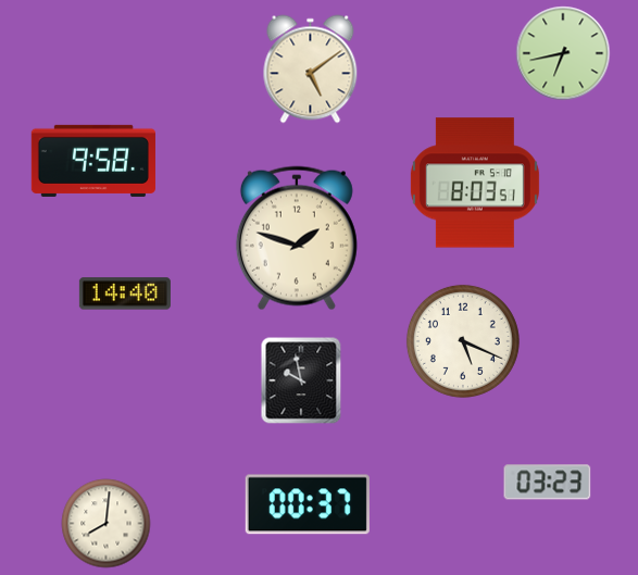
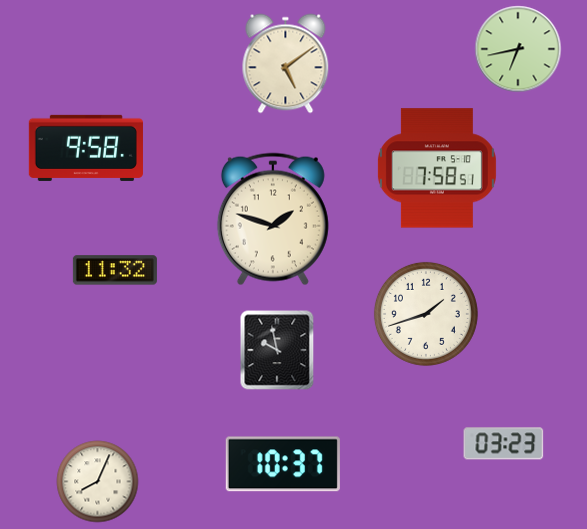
clock at (475, 183): 8:03 -> 7:58
clock at (125, 293): 14:40 -> 11:32
clock at (463, 341): 5:19 -> 1:42
clock at (308, 504): 00:37 -> 10:37
clock at (107, 524): 8:01 -> 8:04
